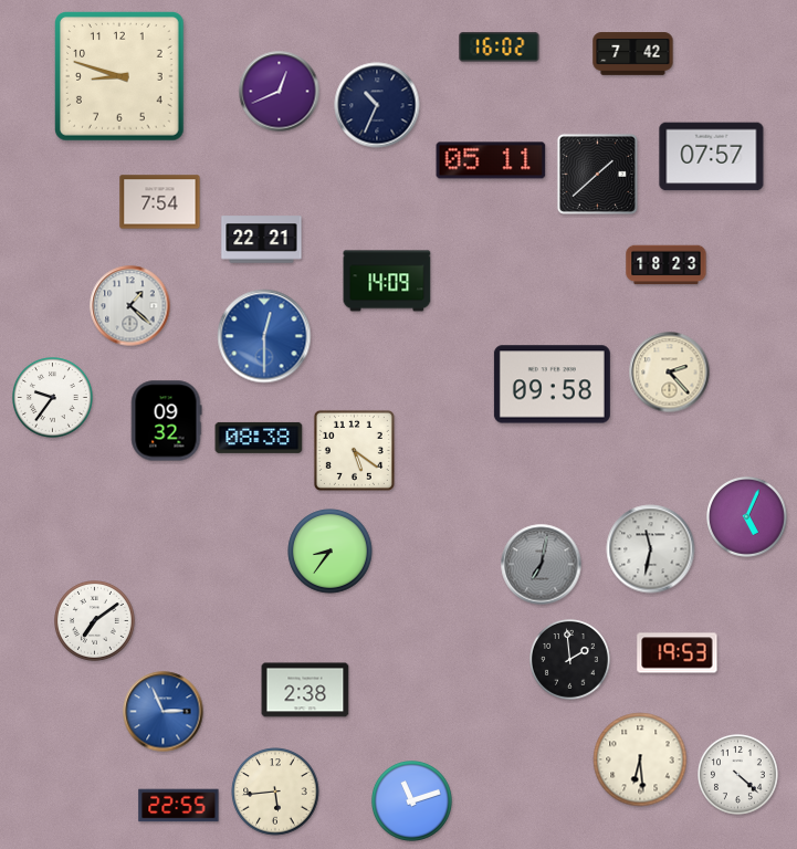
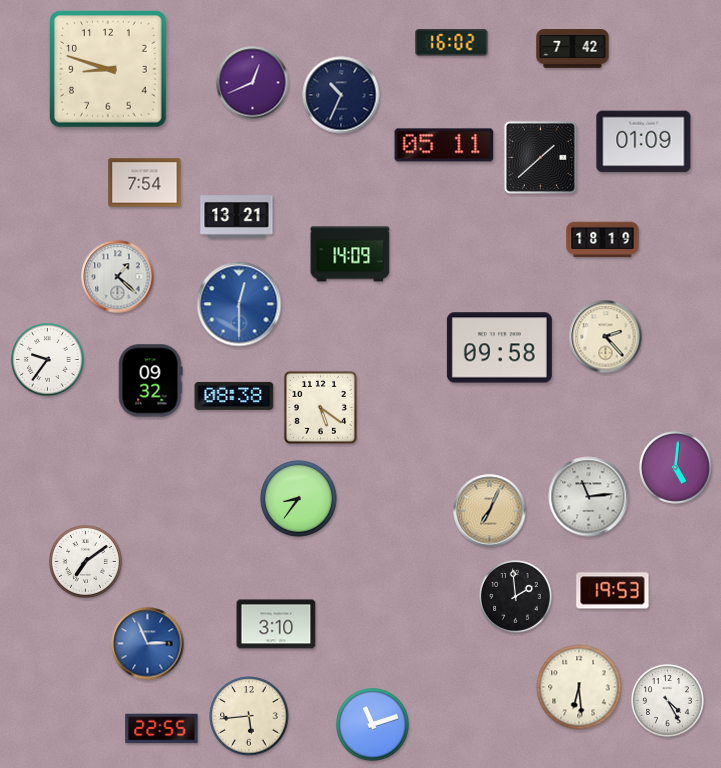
clock at (712, 157): 07:57 -> 01:09
clock at (262, 240): 22:21 -> 13:21
clock at (667, 265): 18:23 -> 18:19
clock at (747, 517): 5:04 -> 5:01
clock at (651, 549): 11:32 -> 11:14
clock at (542, 565): 7:02 -> 7:04
clock at (542, 565) dial: grey -> champagne
clock at (305, 690): 2:38 -> 3:10
clock at (738, 775): 4:22 -> 4:25
